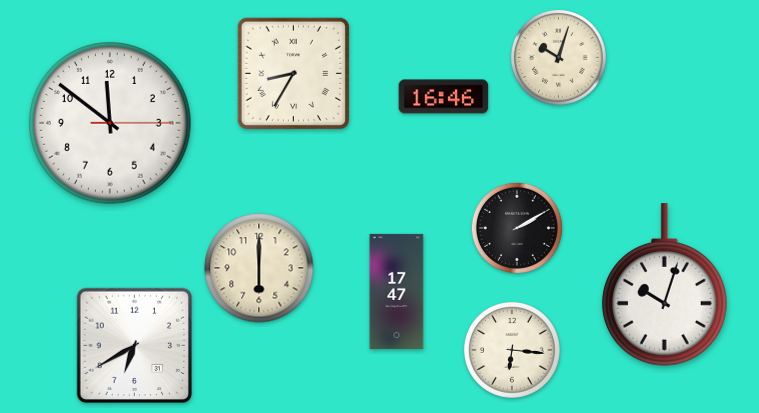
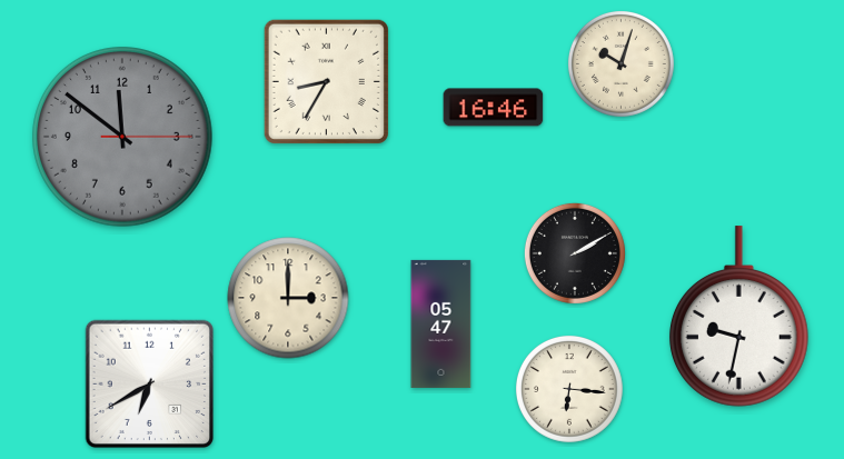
clock at (111, 124) dial: white -> grey
clock at (259, 268): 6:00 -> 3:00
clock at (664, 285): 10:03 -> 9:32
clock at (397, 291): 17:47 -> 05:47
